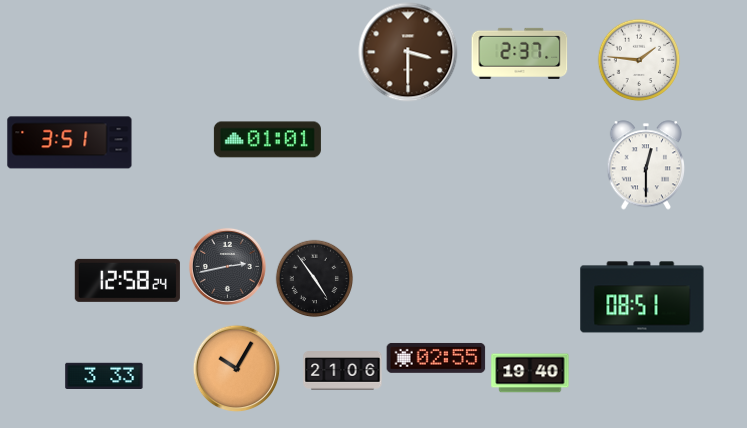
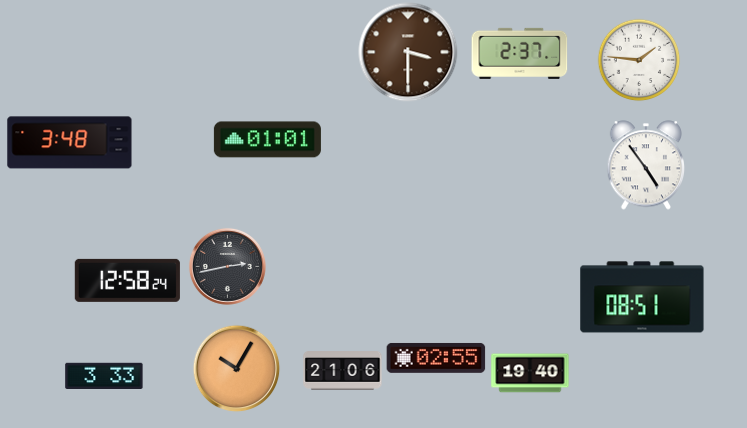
clock at (70, 143): 3:51 -> 3:48
clock at (646, 165): 12:30 -> 4:54
clock at (314, 278): 4:54 -> none
